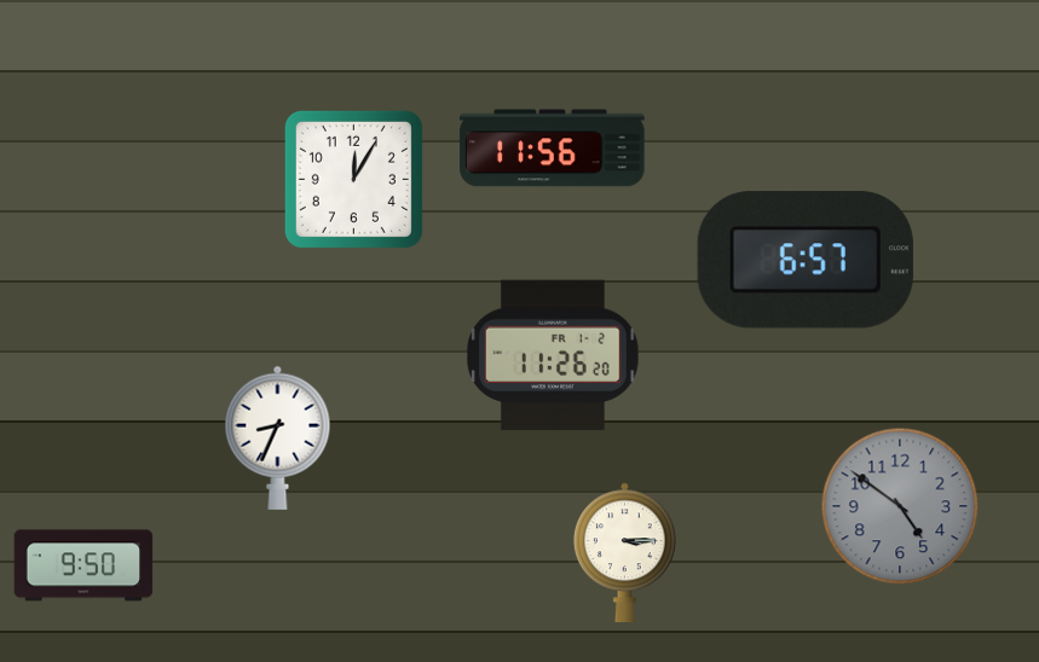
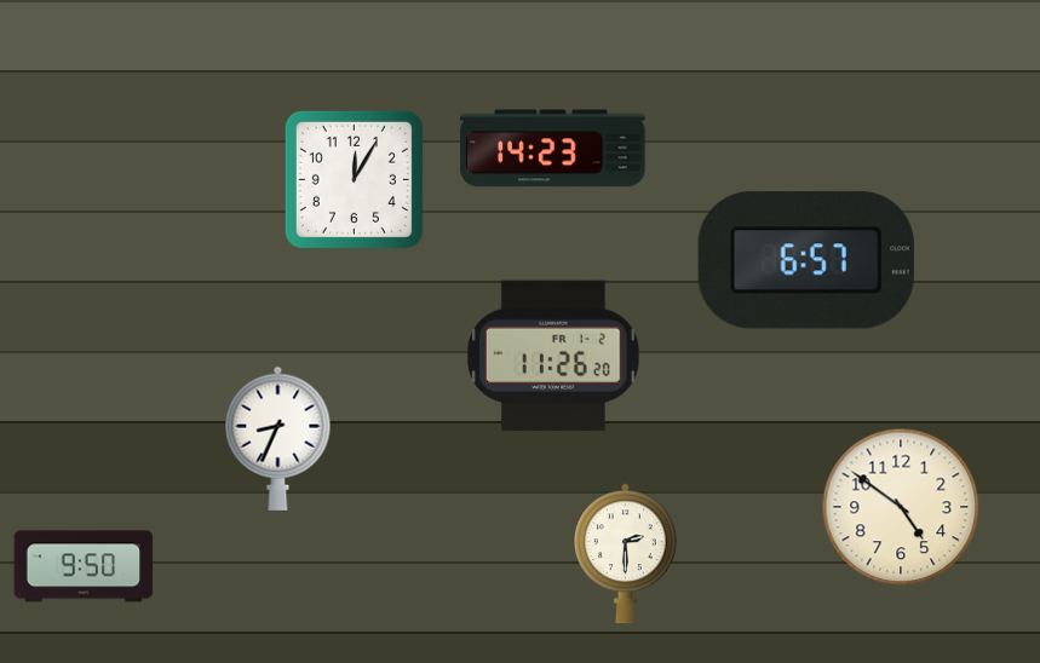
clock at (553, 149): 11:56 -> 14:23
clock at (900, 506) dial: grey -> cream
clock at (625, 553): 3:15 -> 2:30
